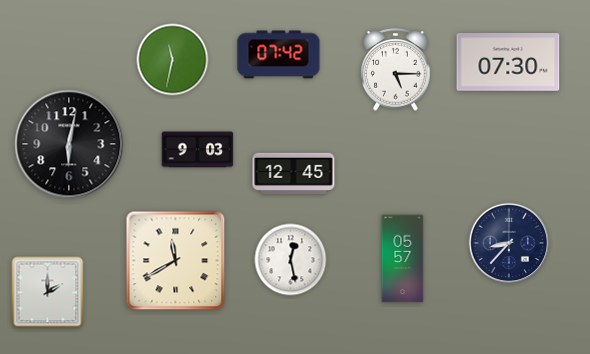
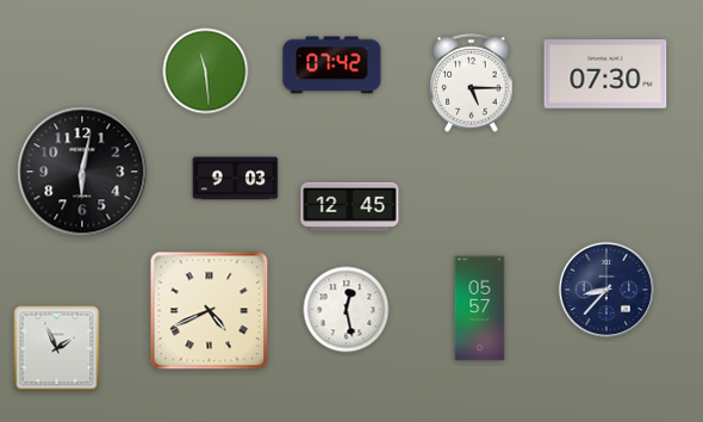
clock at (173, 60): 11:32 -> 11:29
clock at (176, 261): 11:40 -> 4:41
clock at (48, 293): 2:00 -> 1:56
